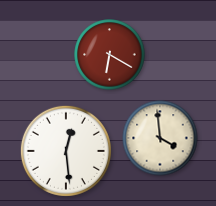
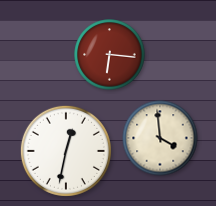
clock at (110, 55): 6:20 -> 6:16
clock at (66, 151): 12:29 -> 12:32
